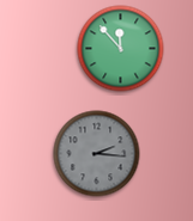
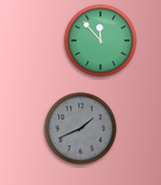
clock at (97, 154): 2:16 -> 1:41
